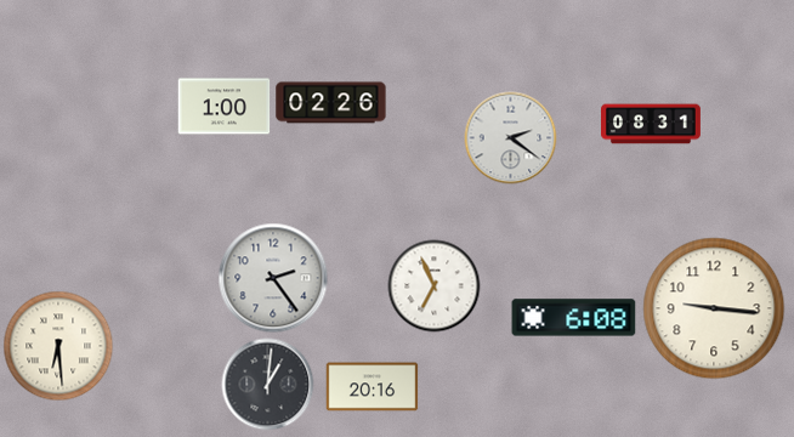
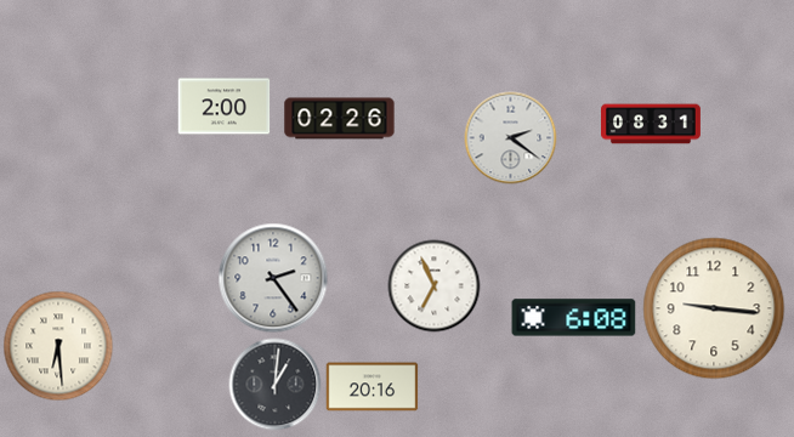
clock at (331, 103) position: (331, 103) -> (340, 119)
clock at (225, 107): 1:00 -> 2:00
clock at (268, 385) position: (268, 385) -> (276, 385)
